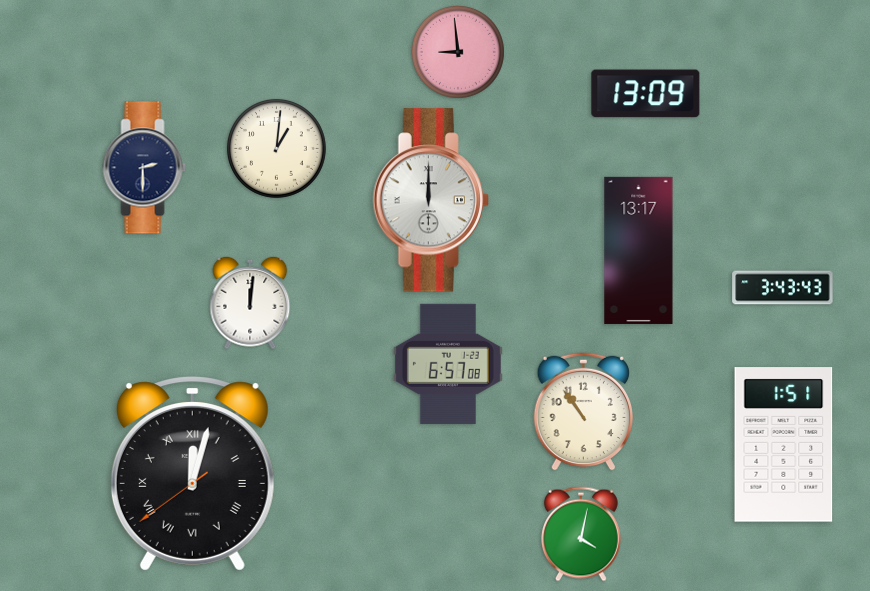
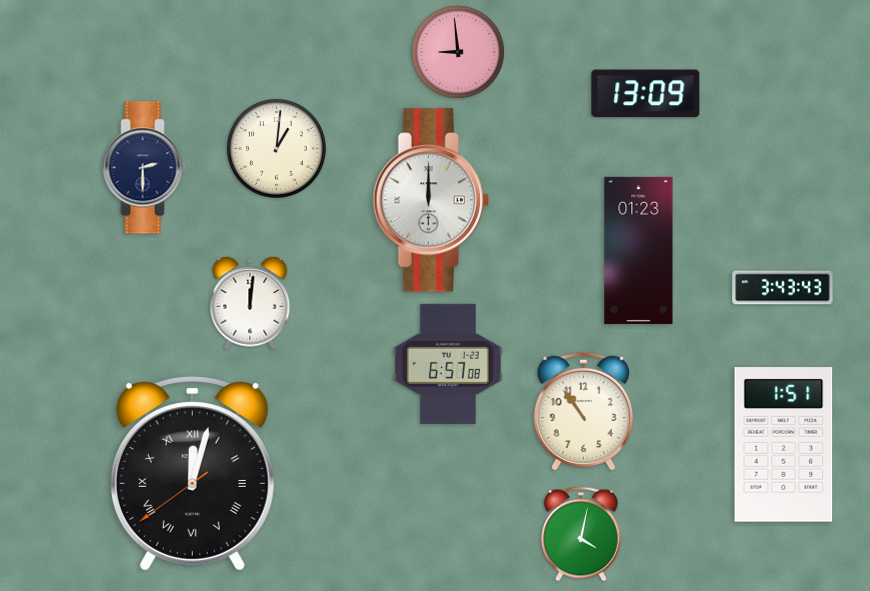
clock at (639, 250): 13:17 -> 01:23
